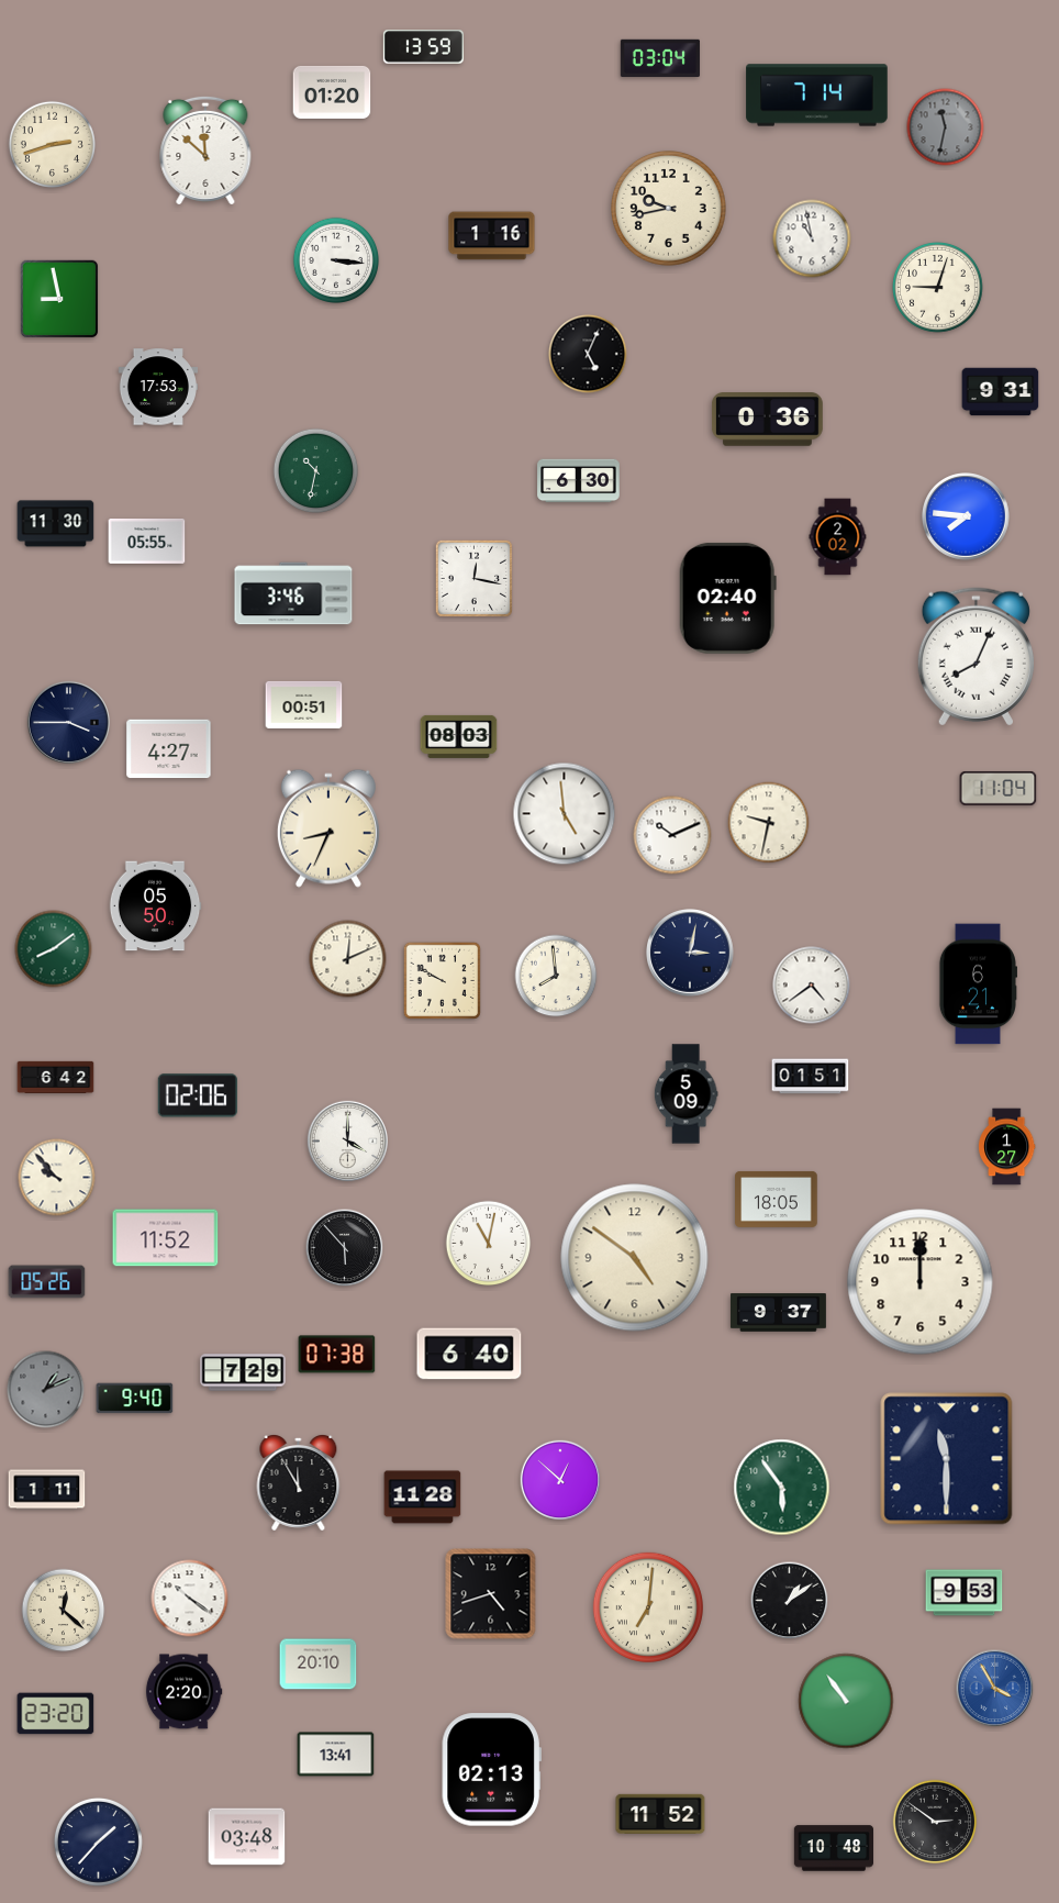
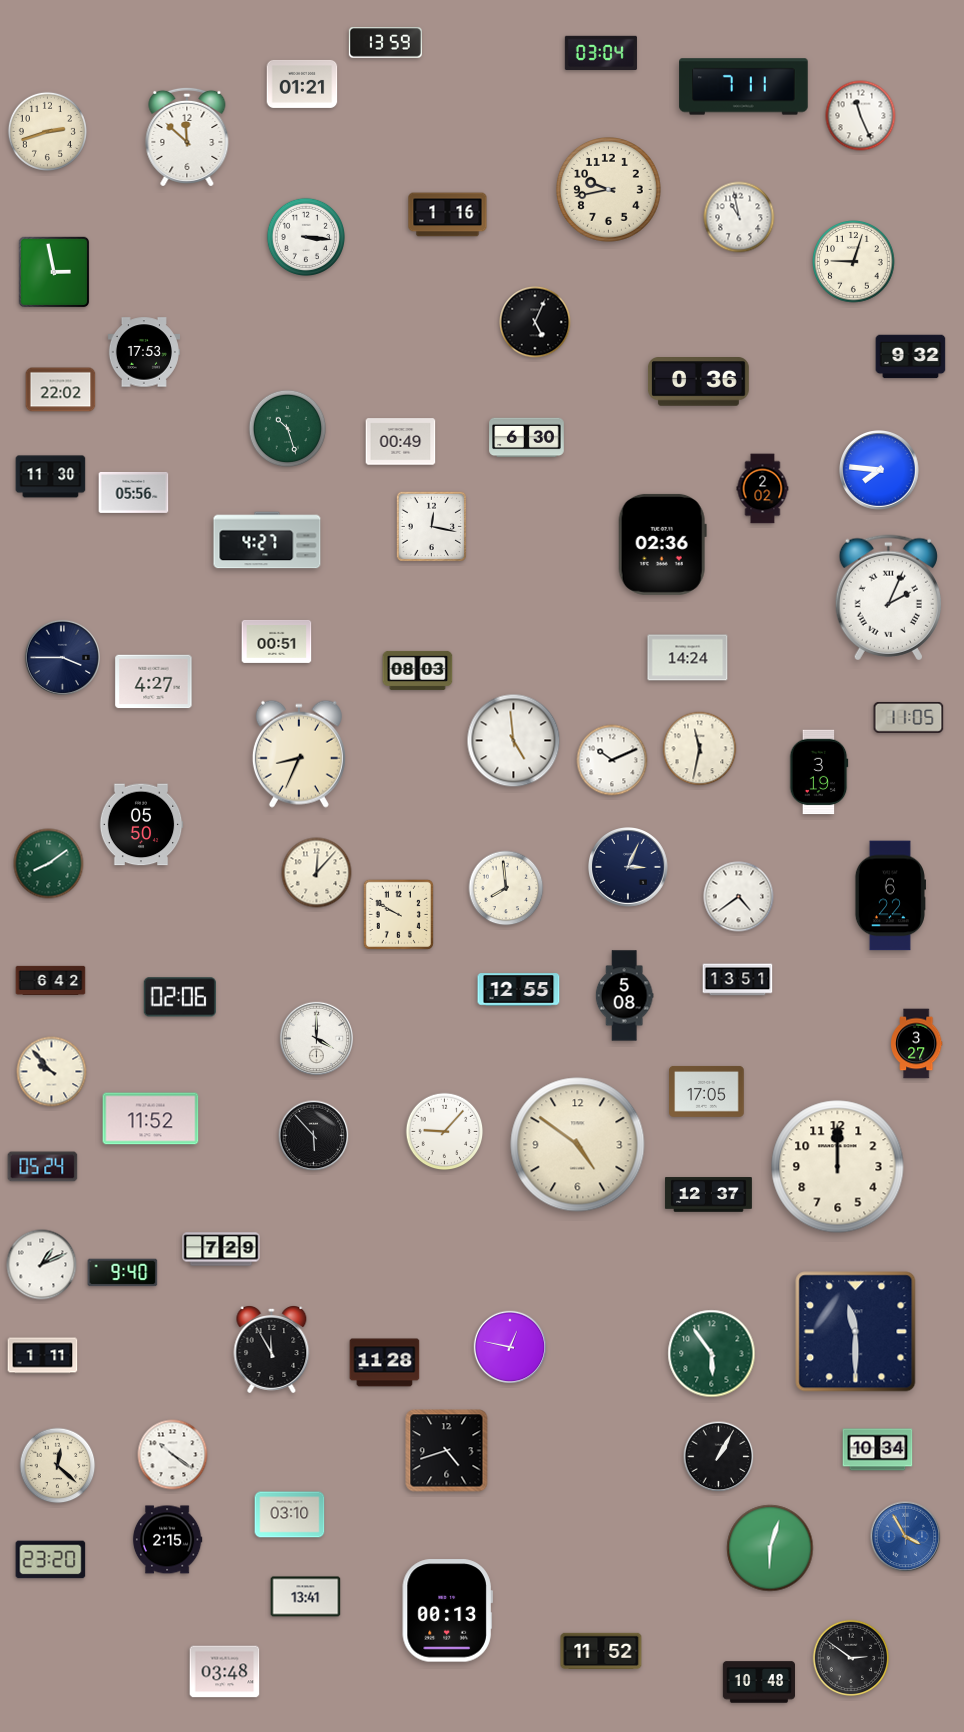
clock at (332, 92): 01:20 -> 01:21
clock at (817, 96): 7:14 -> 7:11
clock at (946, 127): 11:32 -> 11:26
clock at (946, 127) dial: grey -> white
clock at (59, 299): 8:58 -> 2:58
clock at (1001, 392): 9:31 -> 9:32
clock at (61, 390): none -> 22:02
clock at (316, 471): 10:32 -> 10:27
clock at (401, 442): none -> 00:49
clock at (147, 541): 05:55 -> 05:56
clock at (293, 593): 3:46 -> 4:27
clock at (727, 598): 02:40 -> 02:36
clock at (976, 657): 8:04 -> 2:04
clock at (688, 658): none -> 14:24
clock at (999, 788): 11:04 -> 11:05
clock at (769, 823): 9:32 -> 11:32
clock at (819, 772): none -> 3:19
clock at (691, 954): 3:02 -> 3:04
clock at (348, 959): 12:11 -> 12:07
clock at (442, 980) position: (442, 980) -> (398, 914)
clock at (977, 984): 6:21 -> 6:22
clock at (811, 1077): 01:51 -> 13:51
clock at (519, 990): none -> 12:55
clock at (685, 1094): 5:09 -> 5:08
clock at (1007, 1147): 1:27 -> 3:27
clock at (777, 1199): 18:05 -> 17:05
clock at (166, 1238) position: (166, 1238) -> (151, 1119)
clock at (489, 1244): 11:02 -> 9:07
clock at (47, 1282): 05:26 -> 05:24
clock at (778, 1313): 9:37 -> 12:37
clock at (469, 1354): 6:40 -> none
clock at (337, 1355): 07:38 -> none
clock at (46, 1390) dial: grey -> white
clock at (947, 1459) position: (947, 1459) -> (856, 1332)
clock at (560, 1480): 12:52 -> 12:47
clock at (965, 1593): 9:53 -> 10:34
clock at (790, 1601): 1:09 -> 1:05
clock at (648, 1607): 7:01 -> none
clock at (319, 1665): 20:10 -> 03:10
clock at (183, 1692): 2:20 -> 2:15
clock at (846, 1701): 10:54 -> 6:03
clock at (491, 1770): 02:13 -> 00:13
clock at (98, 1841): 1:37 -> none
